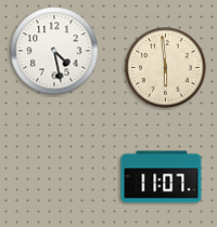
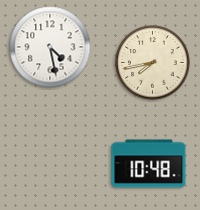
clock at (166, 68): 5:59 -> 7:43
clock at (162, 177): 11:07 -> 10:48
